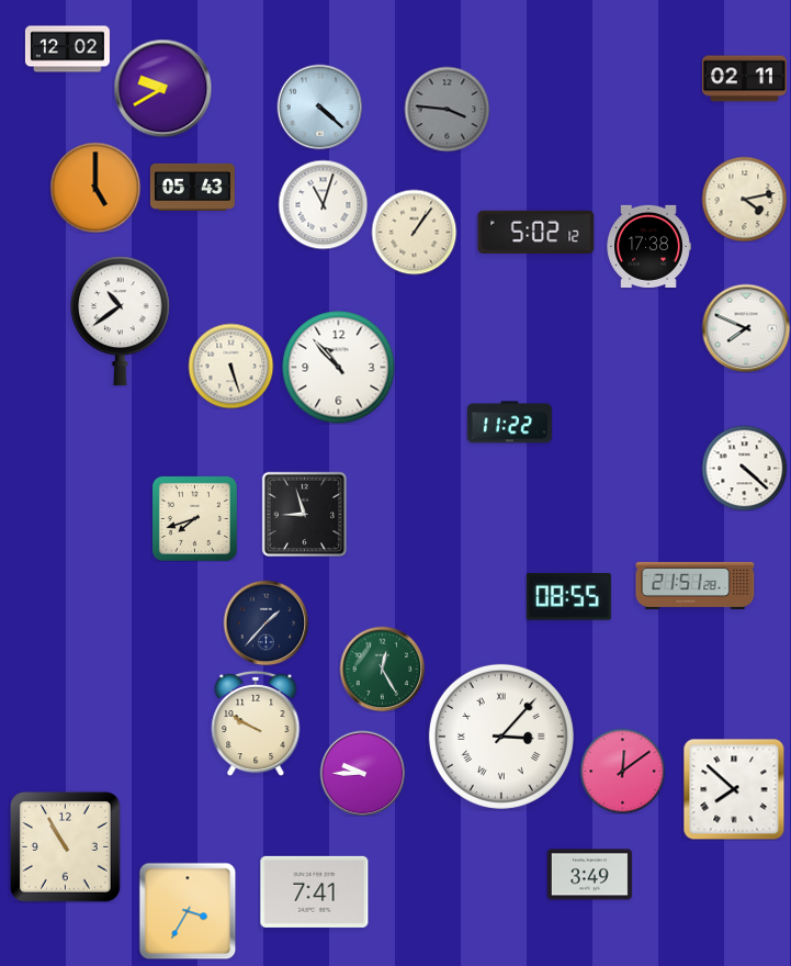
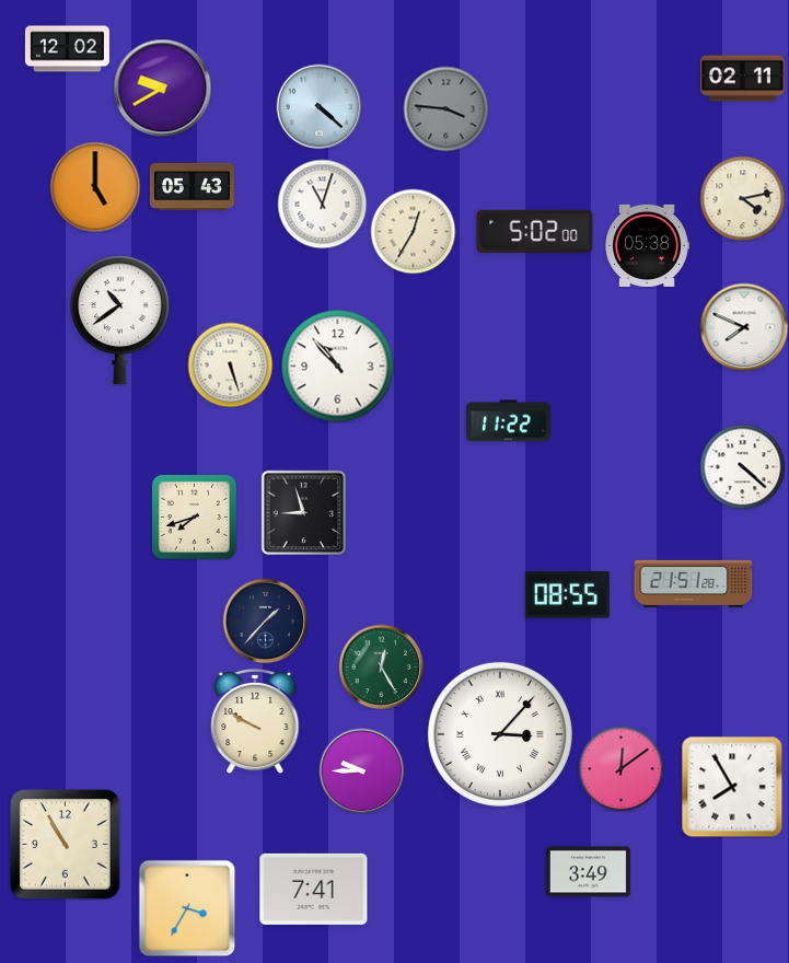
clock at (414, 232): 1:06 -> 12:35
clock at (536, 232): 5:02:12 -> 5:02:00
clock at (648, 246): 17:38 -> 05:38
clock at (734, 789): 7:52 -> 7:55
